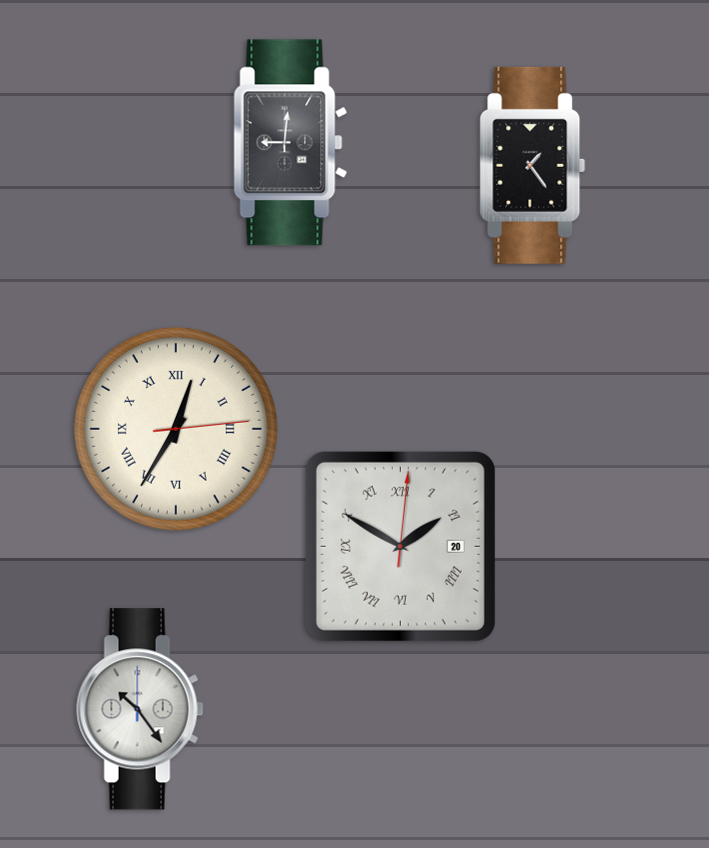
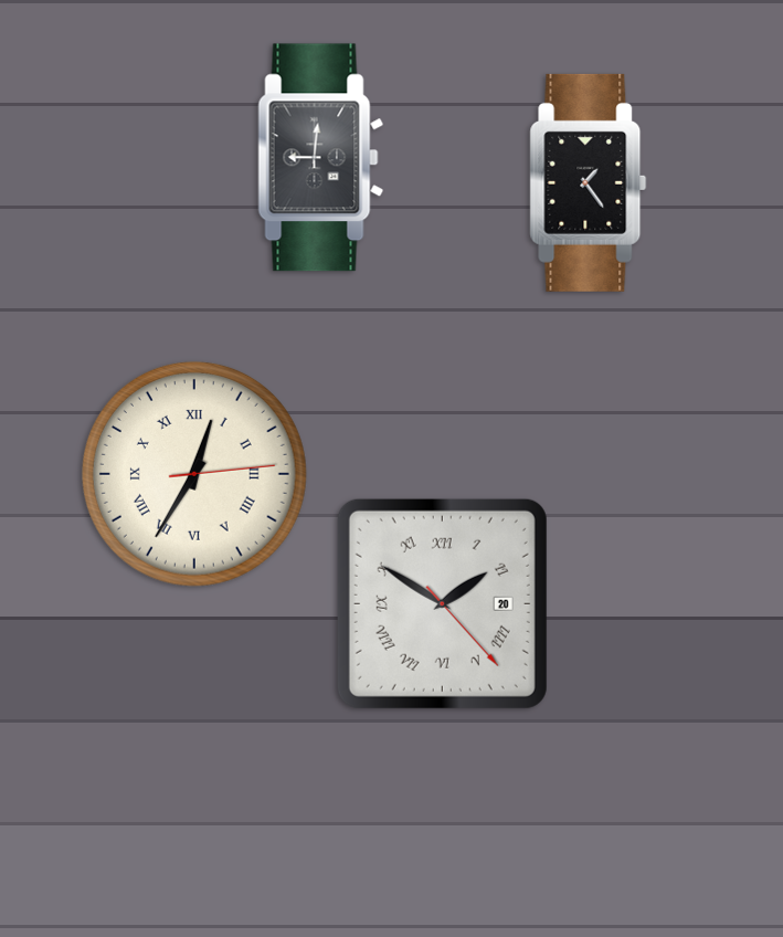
clock at (400, 546): 1:50:01 -> 1:50:23
clock at (140, 709): 10:24 -> none
